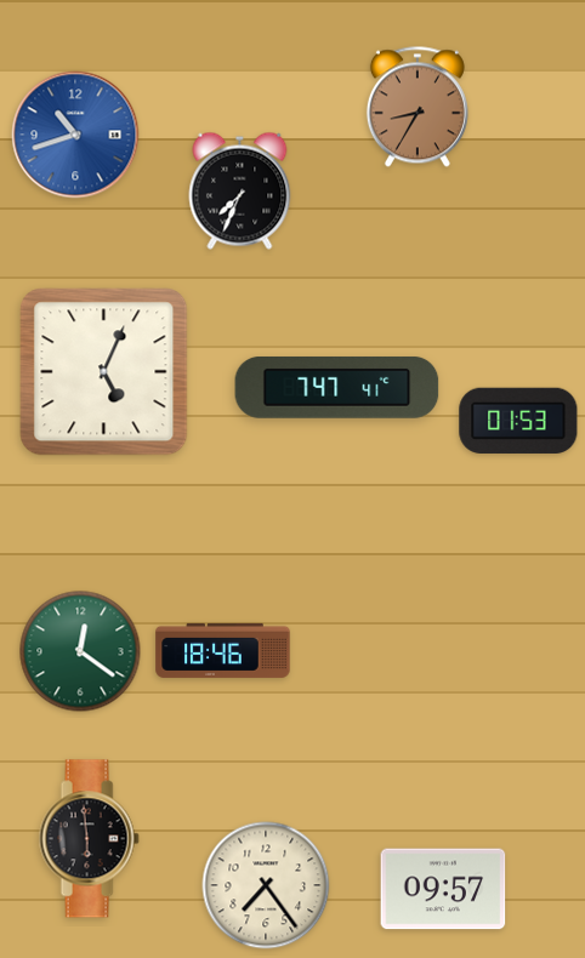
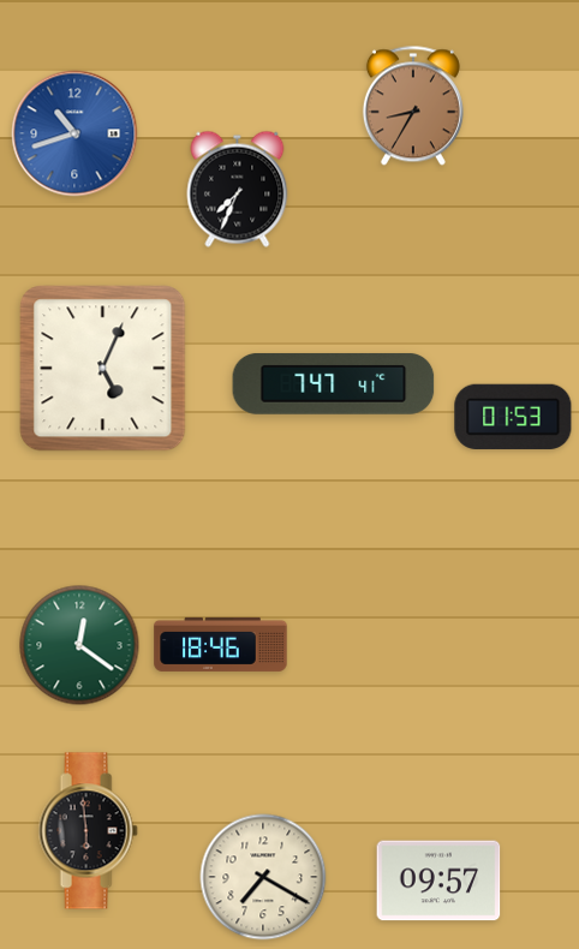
clock at (266, 885): 7:24 -> 7:20
